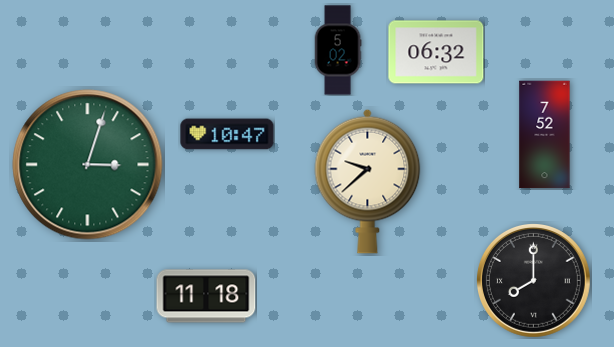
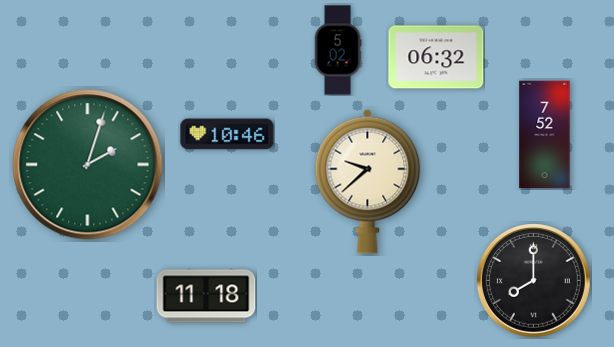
clock at (436, 52) position: (436, 52) -> (436, 57)
clock at (227, 134): 10:47 -> 10:46
clock at (88, 165): 3:03 -> 2:03
